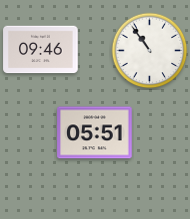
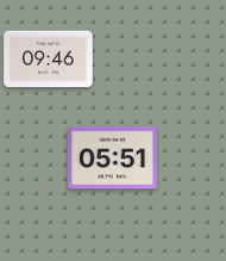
clock at (150, 51): 10:54 -> none
